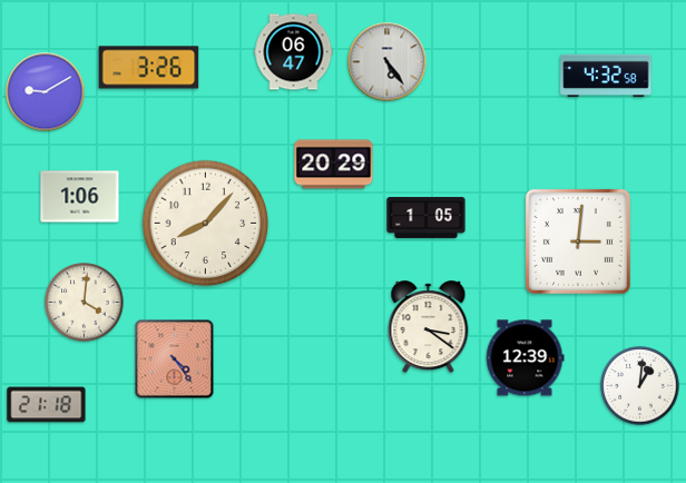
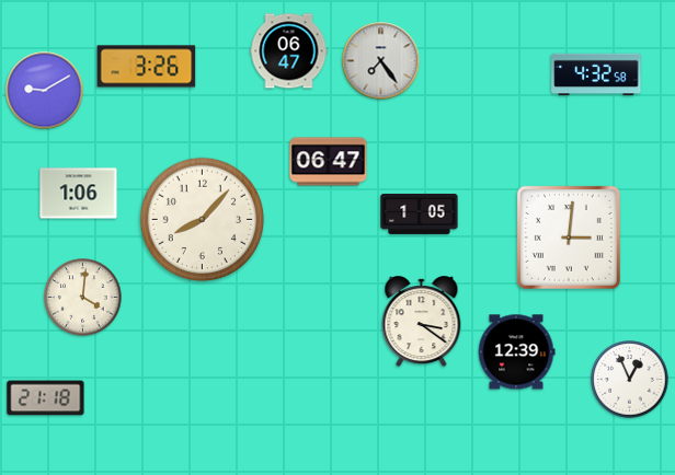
clock at (388, 62): 5:24 -> 7:24
clock at (334, 165): 20:29 -> 06:47
clock at (175, 359): 4:24 -> none
clock at (640, 386): 1:01 -> 12:56
